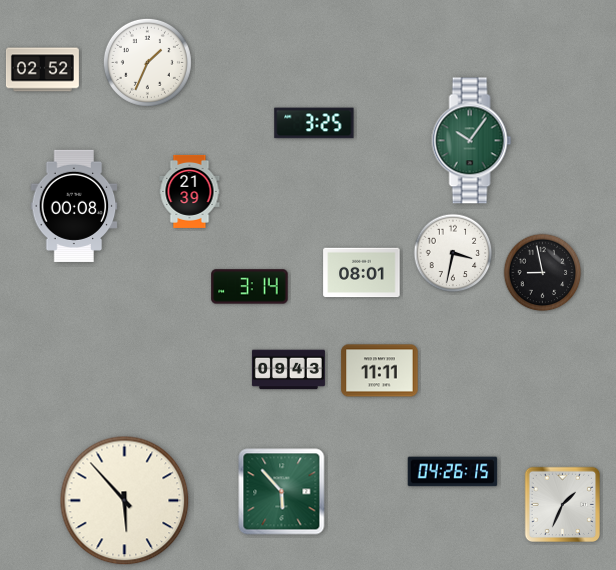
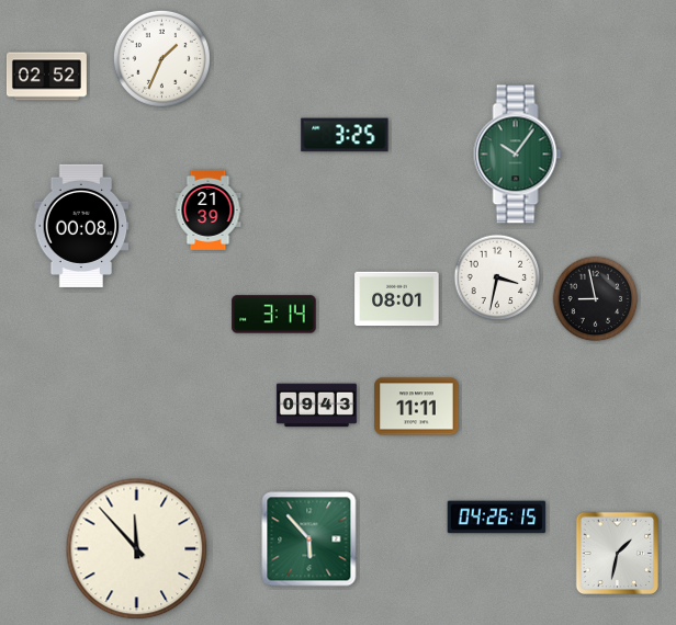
clock at (147, 62) position: (147, 62) -> (161, 58)
clock at (125, 501): 5:53 -> 11:53
clock at (563, 504): 1:34 -> 1:32
